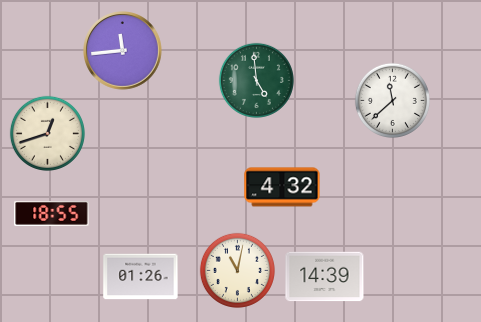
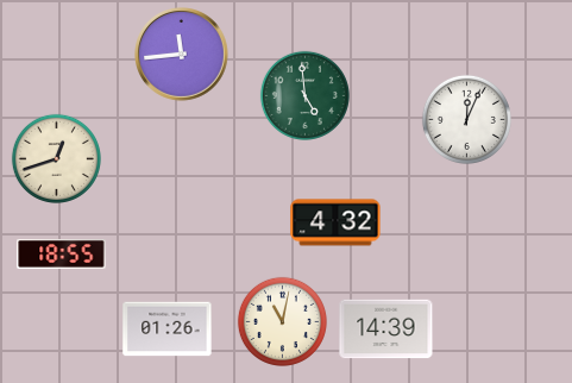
clock at (123, 51) position: (123, 51) -> (182, 55)
clock at (392, 100): 11:38 -> 12:04
